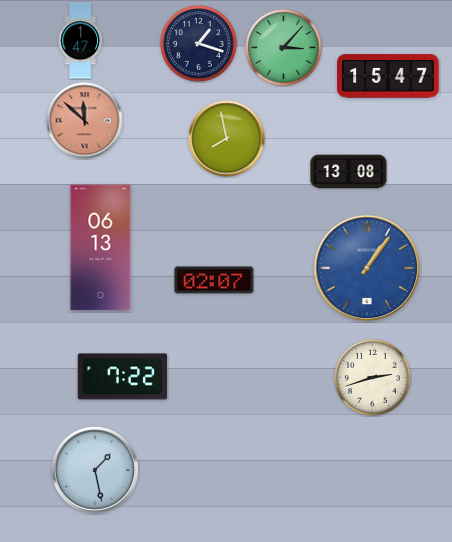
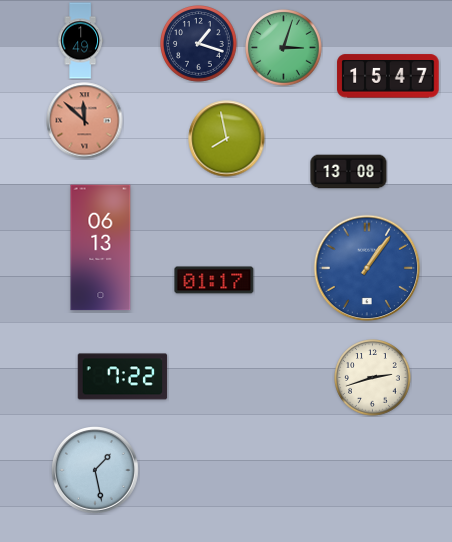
clock at (80, 41): 1:47 -> 1:49
clock at (284, 48): 3:07 -> 3:03
clock at (214, 280): 02:07 -> 01:17
